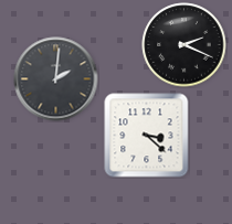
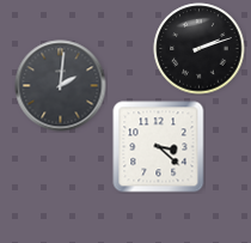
clock at (184, 45): 2:19 -> 2:12
